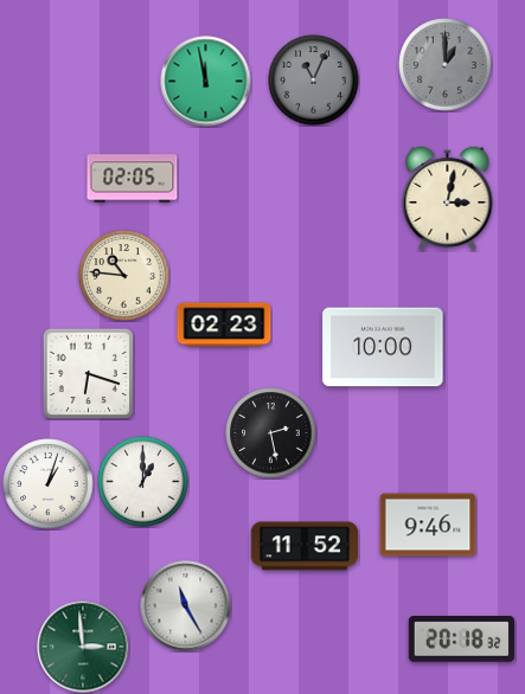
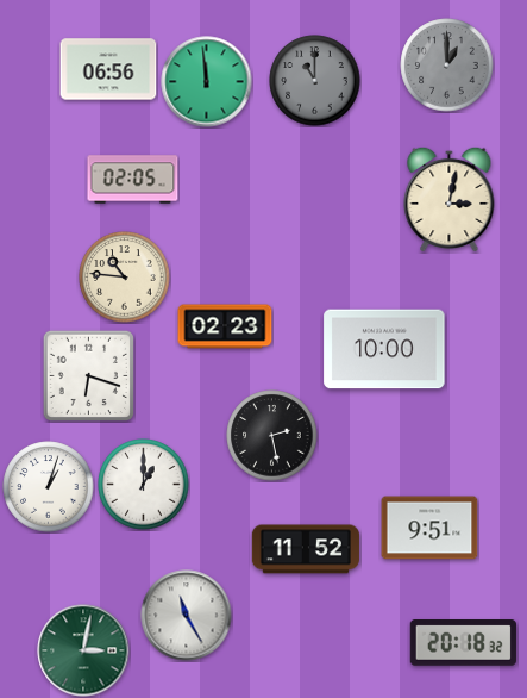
clock at (108, 69): none -> 06:56
clock at (314, 81): 11:04 -> 11:00
clock at (206, 82): 11:58 -> 11:59
clock at (428, 525): 9:46 -> 9:51
clock at (186, 606) position: (186, 606) -> (187, 616)
clock at (83, 647): 2:59 -> 3:02
